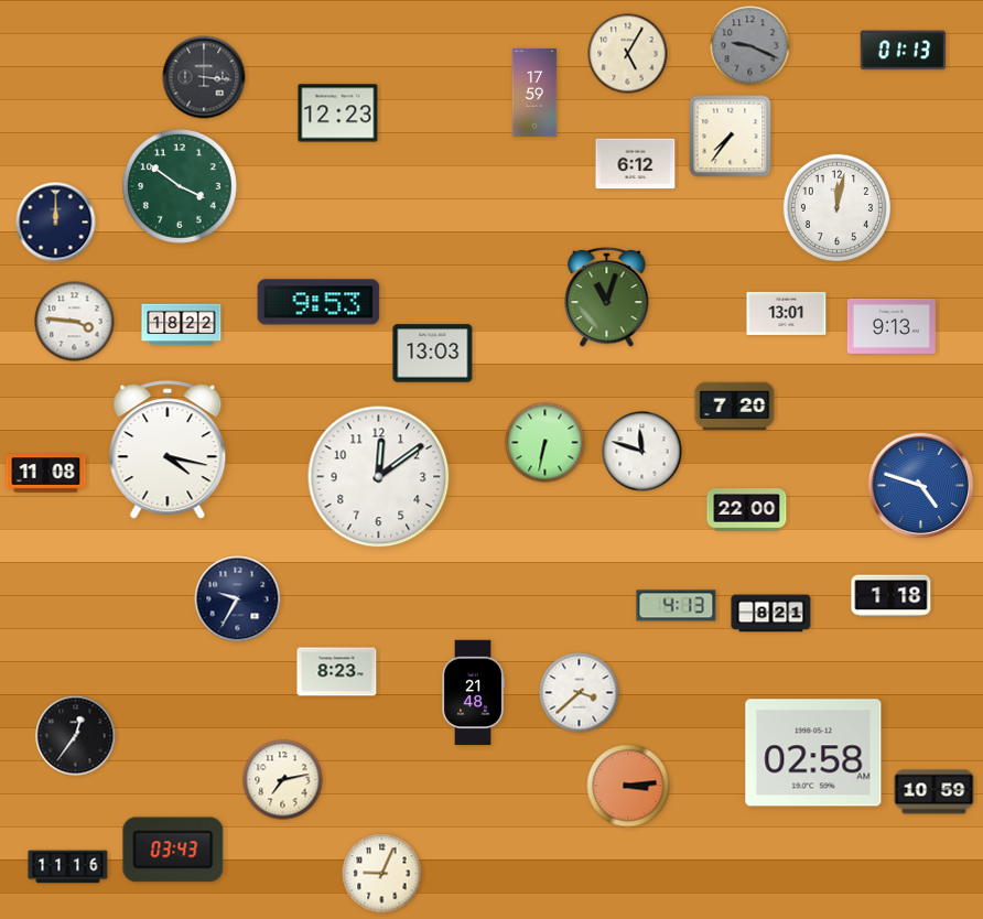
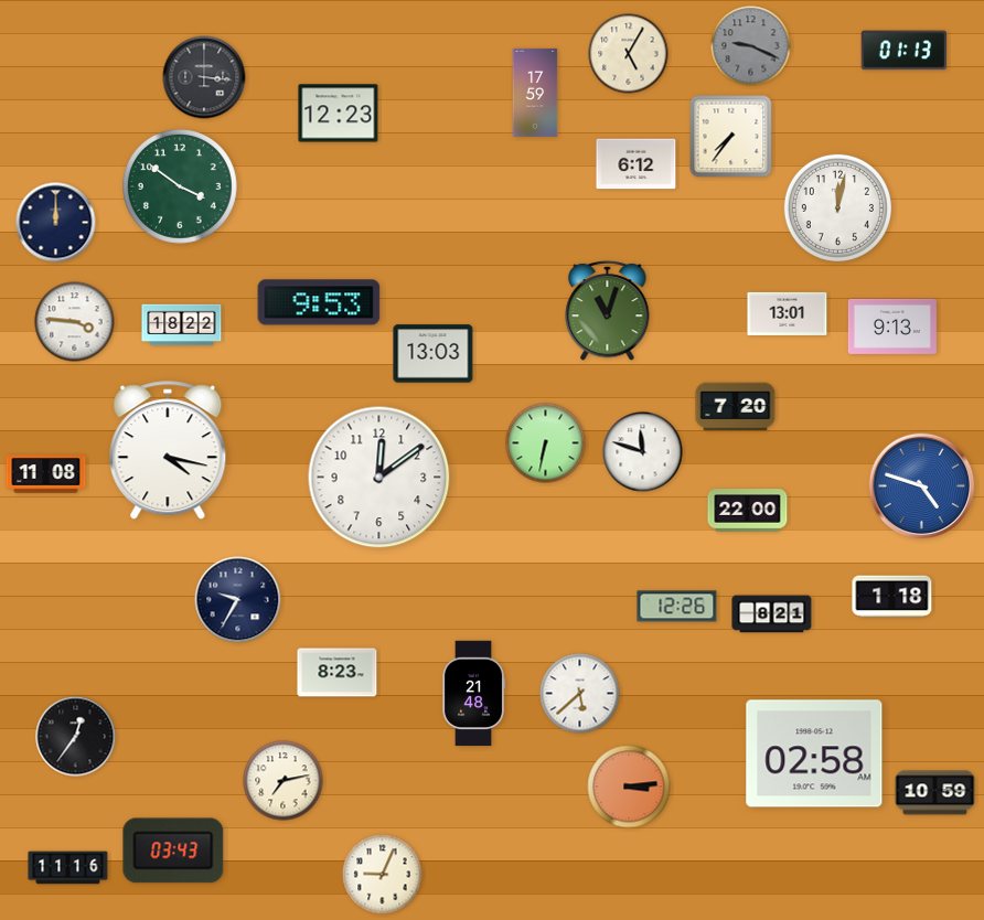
clock at (607, 296) position: (607, 296) -> (608, 310)
clock at (677, 606): 4:13 -> 12:26
clock at (580, 693): 3:38 -> 5:38
